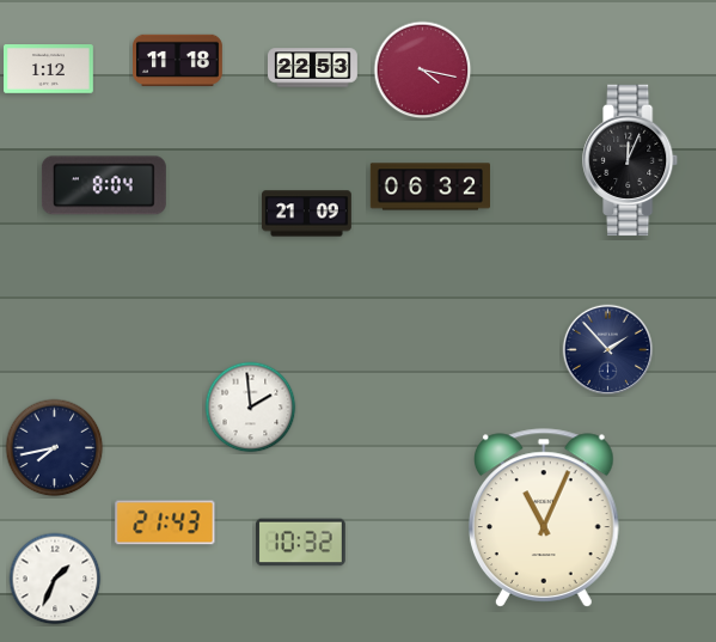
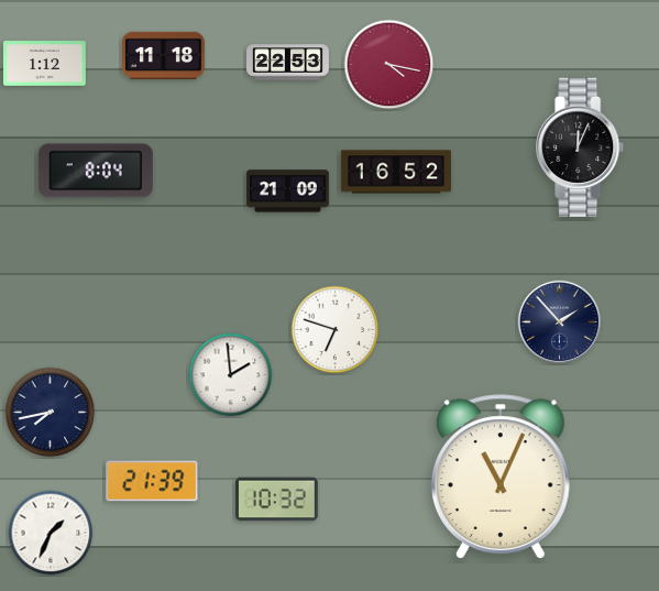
clock at (430, 187): 06:32 -> 16:52
clock at (307, 214) position: (307, 214) -> (288, 191)
clock at (336, 330): none -> 6:48
clock at (165, 522): 21:43 -> 21:39
